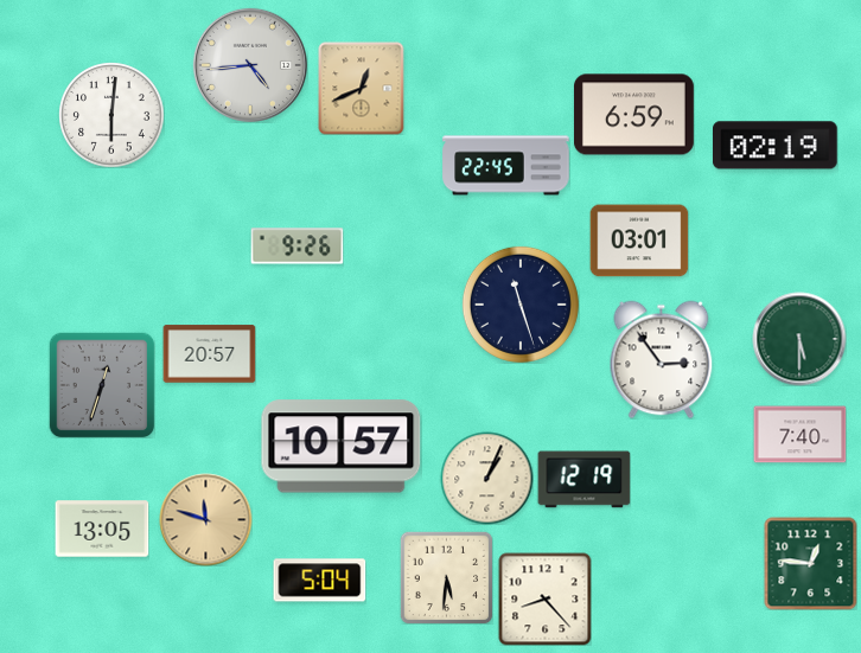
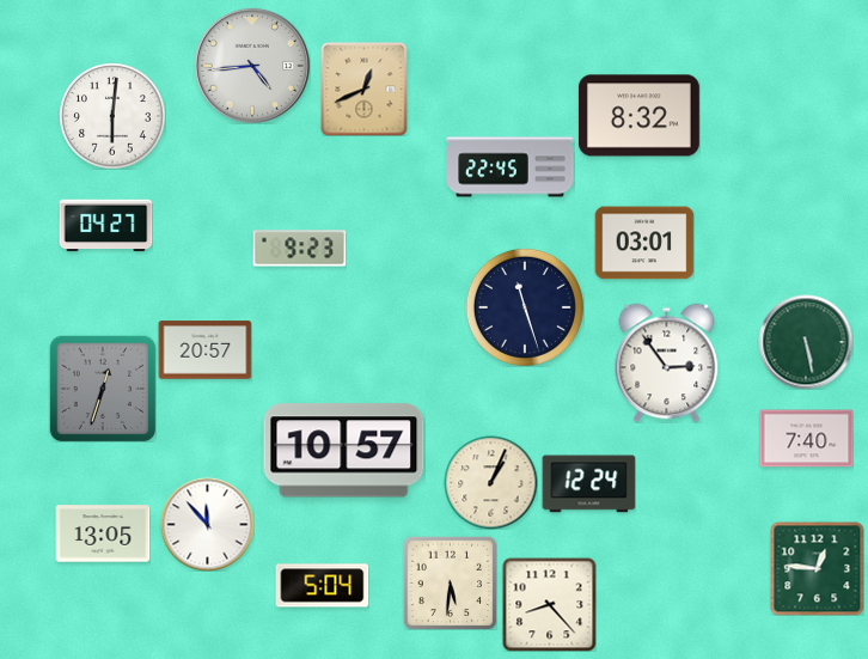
clock at (633, 115): 6:59 -> 8:32
clock at (776, 146): 02:19 -> none
clock at (105, 226): none -> 04:27
clock at (296, 247): 9:26 -> 9:23
clock at (799, 339): 5:30 -> 5:28
clock at (209, 354) position: (209, 354) -> (204, 350)
clock at (583, 480): 12:19 -> 12:24
clock at (205, 519): 11:48 -> 11:53
clock at (205, 519) dial: champagne -> white
